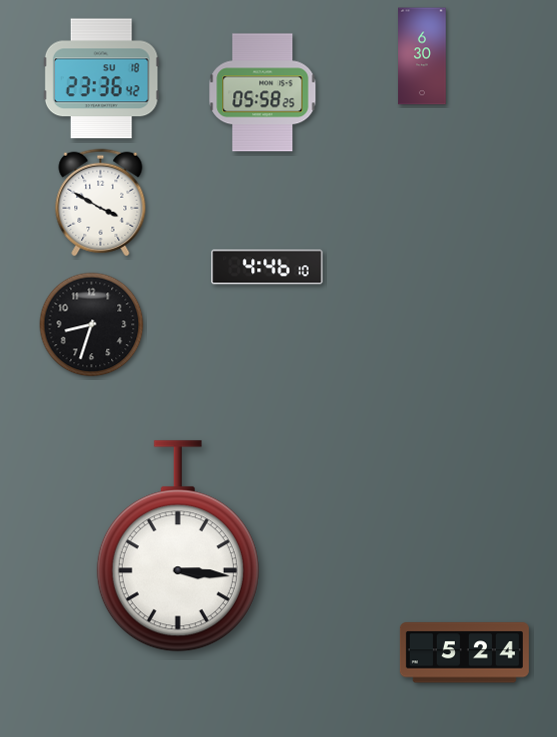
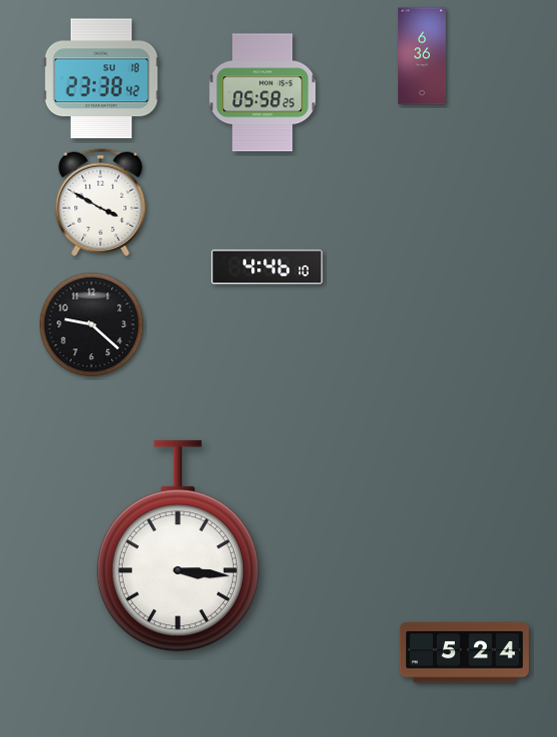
clock at (422, 56): 6:30 -> 6:36
clock at (101, 79): 23:36 -> 23:38
clock at (92, 325): 8:33 -> 9:22
